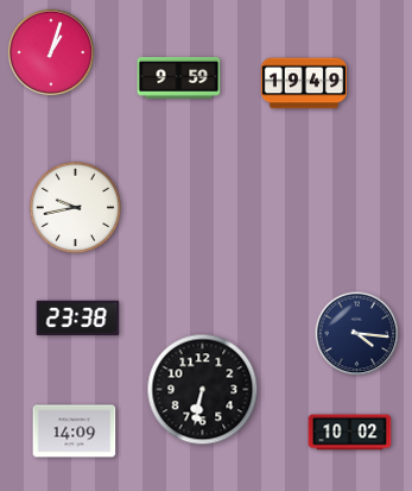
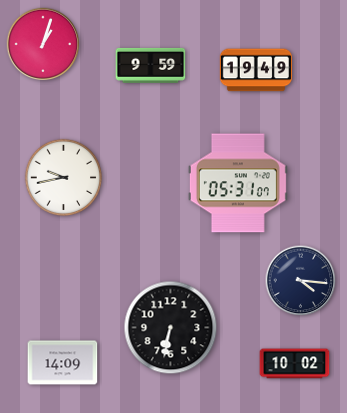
clock at (76, 208) position: (76, 208) -> (64, 178)
clock at (238, 183): none -> 05:31
clock at (78, 319): 23:38 -> none
